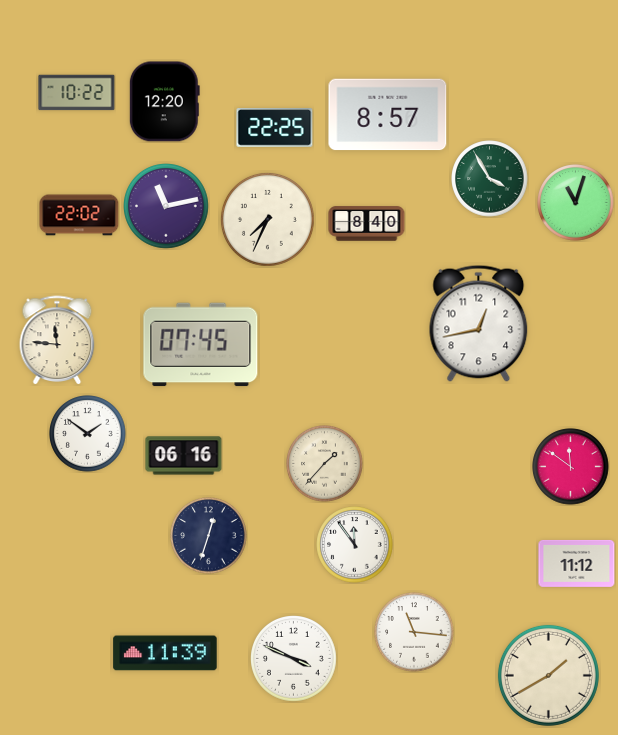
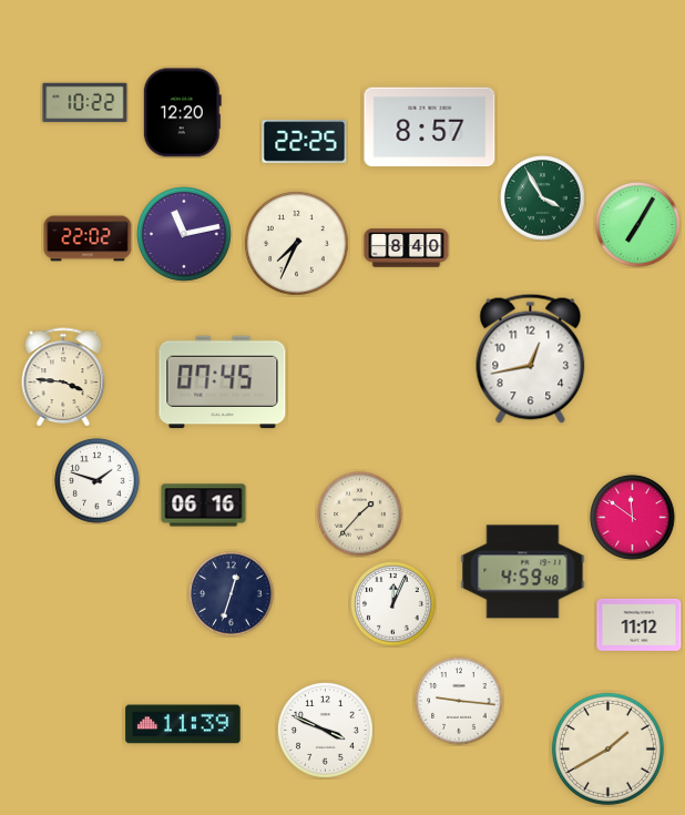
clock at (576, 203): 11:03 -> 7:05
clock at (167, 207) position: (167, 207) -> (185, 235)
clock at (57, 340): 11:46 -> 3:46
clock at (88, 434): 1:51 -> 1:48
clock at (523, 572): none -> 4:59
clock at (355, 545): 11:54 -> 12:04
clock at (414, 632): 11:16 -> 9:16
